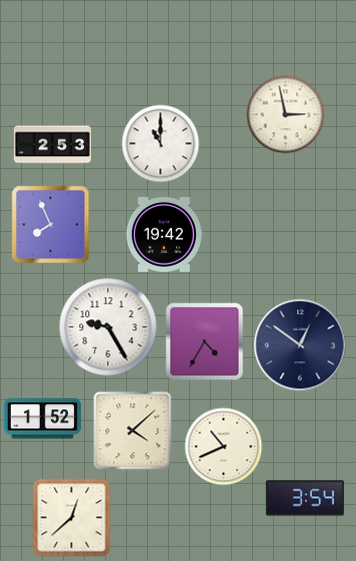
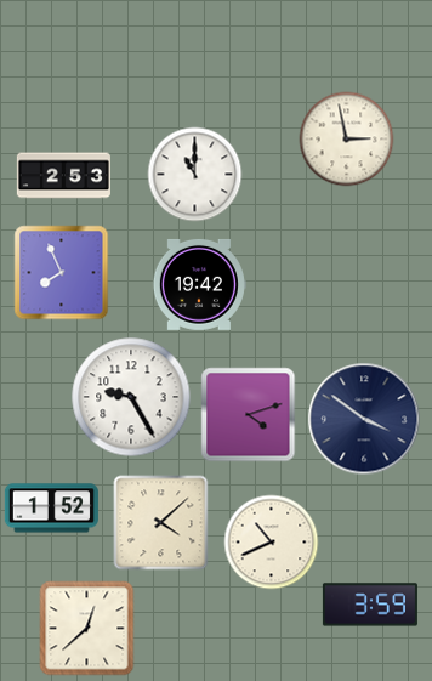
clock at (204, 341): 4:35 -> 4:12
clock at (300, 345): 12:51 -> 3:51
clock at (305, 498): 3:54 -> 3:59
